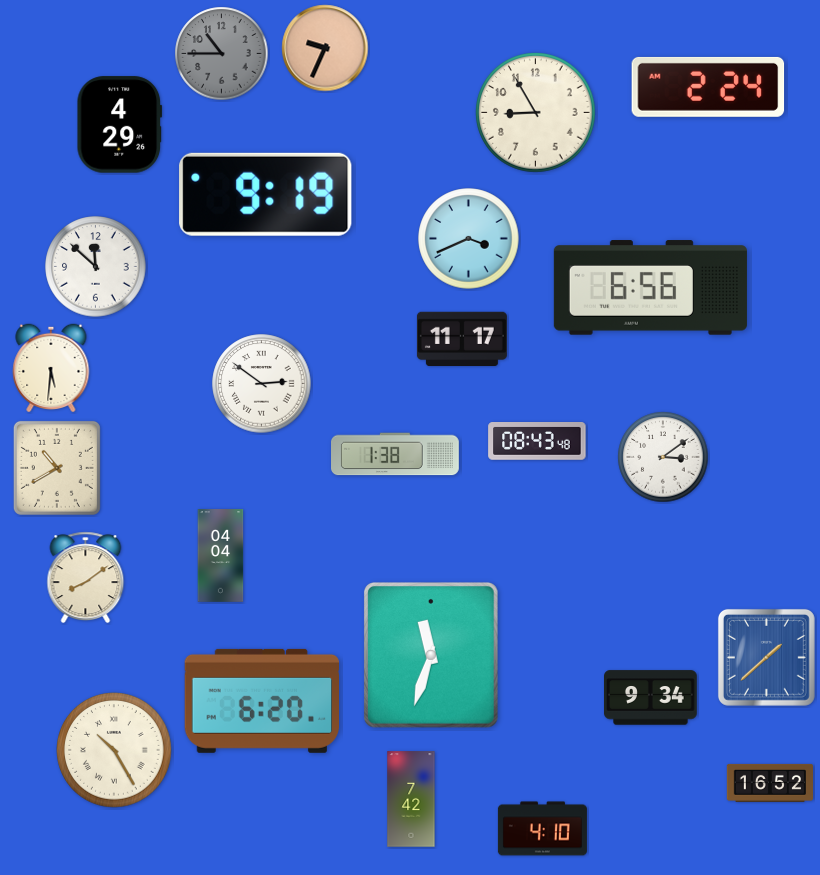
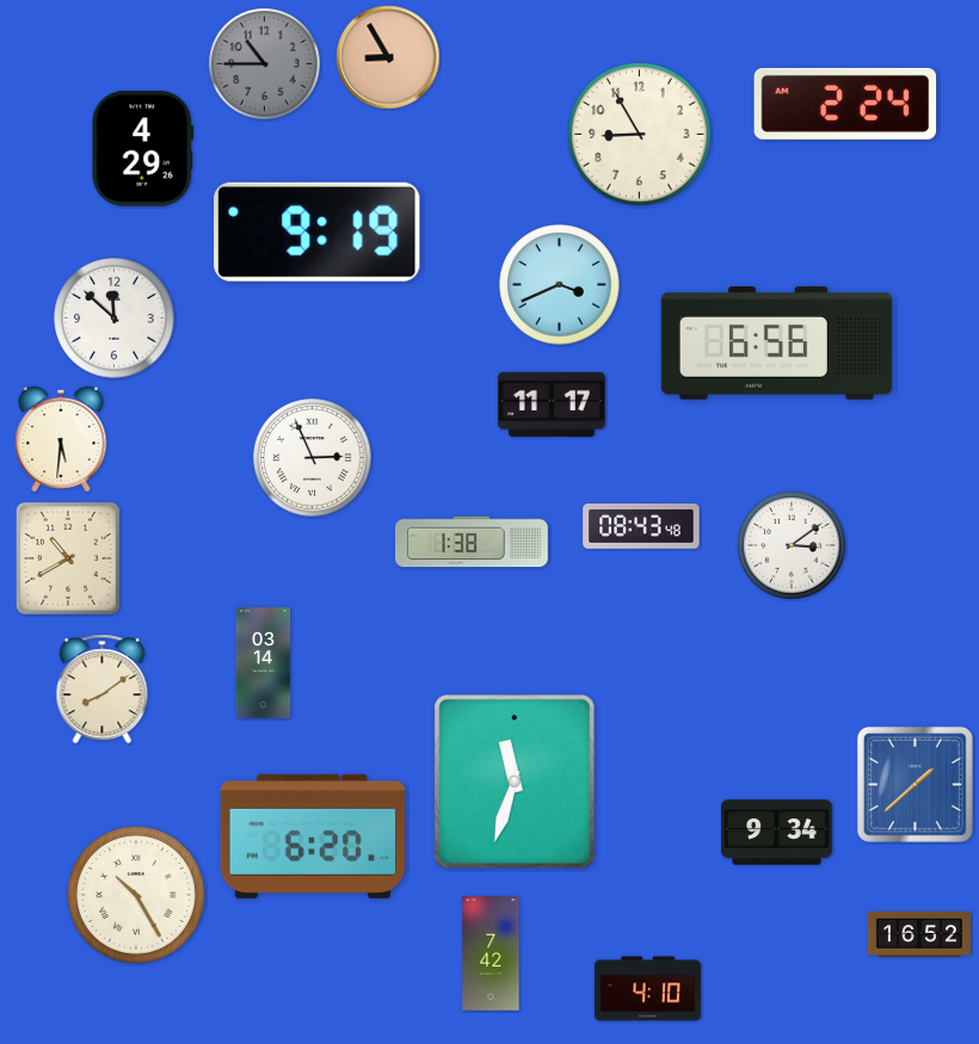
clock at (325, 48): 9:34 -> 8:55
clock at (262, 384): 2:51 -> 2:56
clock at (221, 556): 04:04 -> 03:14
